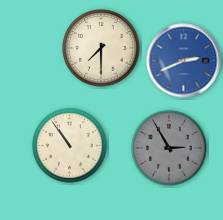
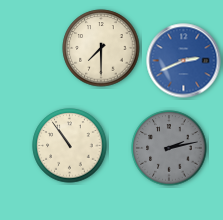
clock at (169, 148): 2:55 -> 2:13
